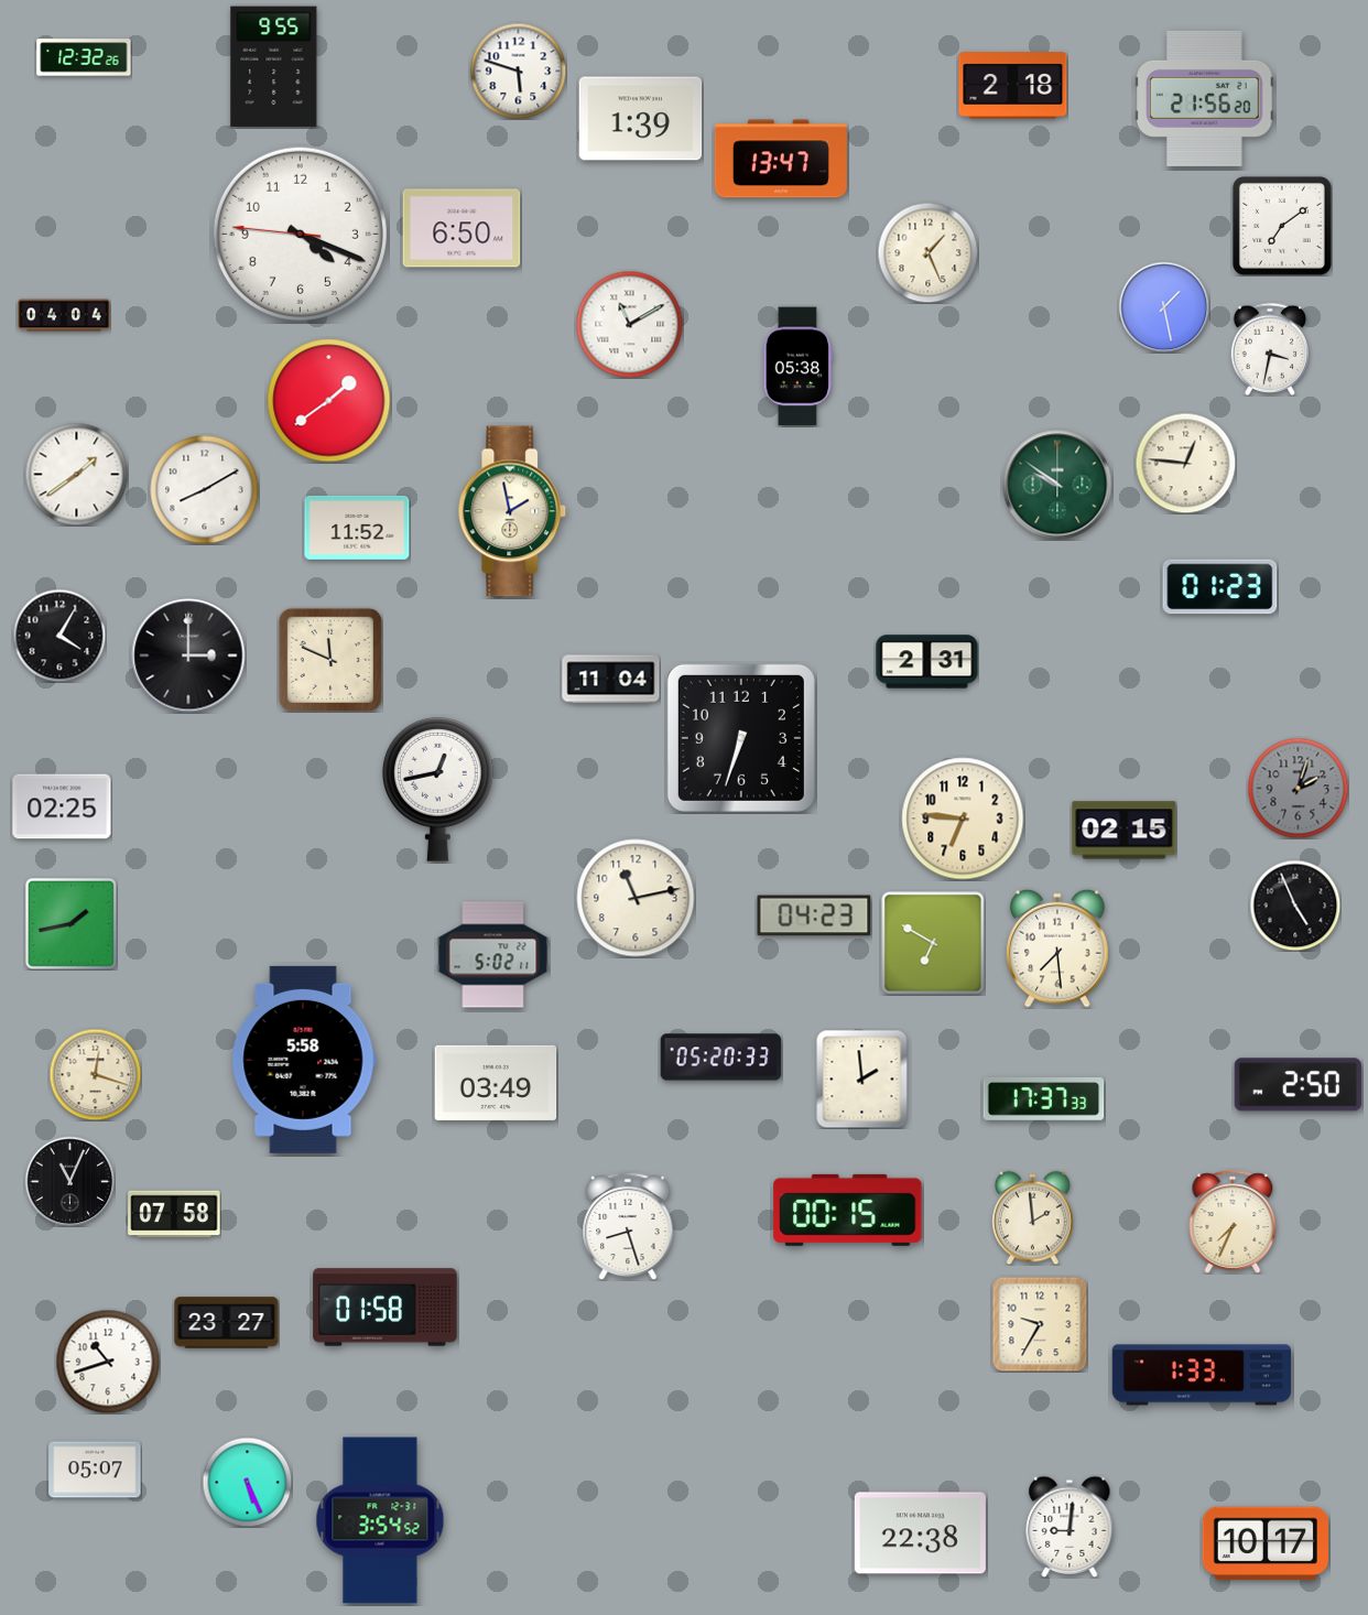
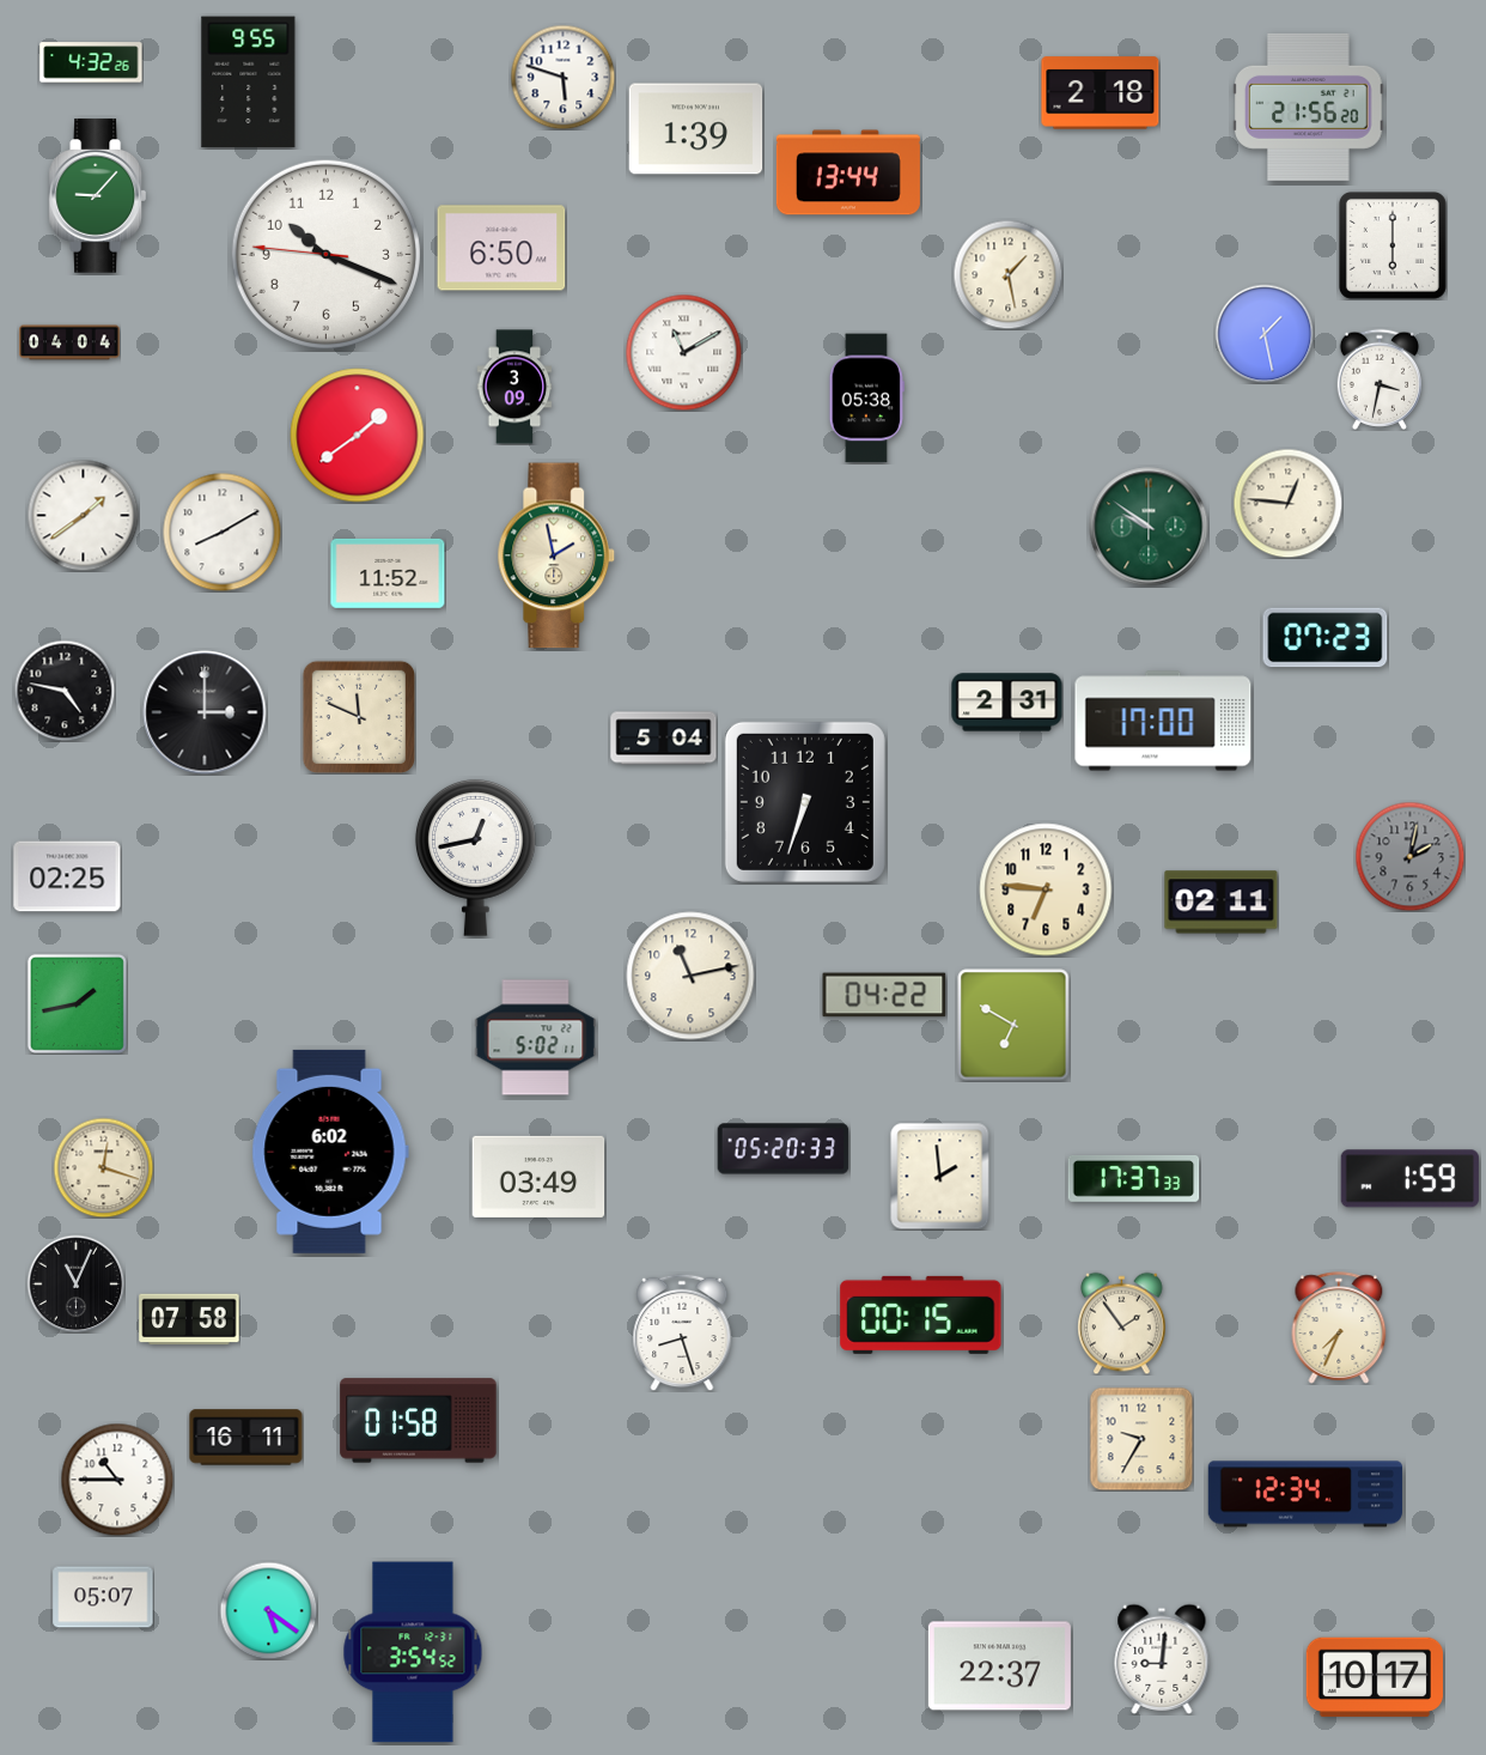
clock at (84, 57): 12:32 -> 4:32
clock at (274, 67) position: (274, 67) -> (249, 83)
clock at (781, 159): 13:47 -> 13:44
clock at (97, 196): none -> 9:07
clock at (1282, 226): 7:09 -> 6:00
clock at (300, 234): 4:18 -> 10:18
clock at (927, 252): 1:26 -> 1:28
clock at (514, 387): none -> 3:09
clock at (1220, 587): 01:23 -> 07:23
clock at (59, 636): 4:05 -> 4:47
clock at (927, 662) position: (927, 662) -> (1007, 703)
clock at (1163, 721): none -> 17:00
clock at (611, 680): 11:04 -> 5:04
clock at (1298, 788): 2:03 -> 2:02
clock at (1125, 831): 02:15 -> 02:11
clock at (1295, 906): 4:56 -> none
clock at (814, 915): 04:23 -> 04:22
clock at (1057, 949): 7:29 -> none
clock at (304, 1060): 5:58 -> 6:02
clock at (862, 1079) position: (862, 1079) -> (940, 1176)
clock at (1298, 1085): 2:50 -> 1:59
clock at (1044, 1099) position: (1044, 1099) -> (1134, 1179)
clock at (1033, 1217): 1:59 -> 1:54
clock at (227, 1323): 23:27 -> 16:11
clock at (1040, 1324) position: (1040, 1324) -> (1141, 1439)
clock at (108, 1362): 10:42 -> 10:45
clock at (1201, 1375): 1:33 -> 12:34
clock at (247, 1482): 5:26 -> 5:21
clock at (920, 1533): 22:38 -> 22:37
